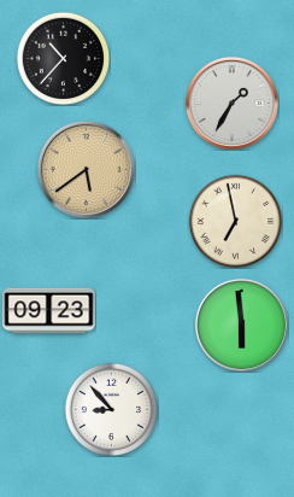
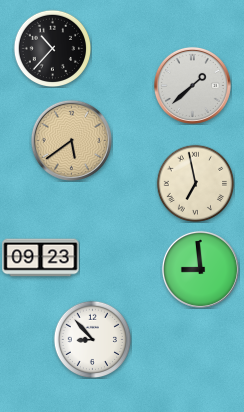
clock at (231, 103): 1:35 -> 1:38
clock at (241, 324): 5:59 -> 8:59
